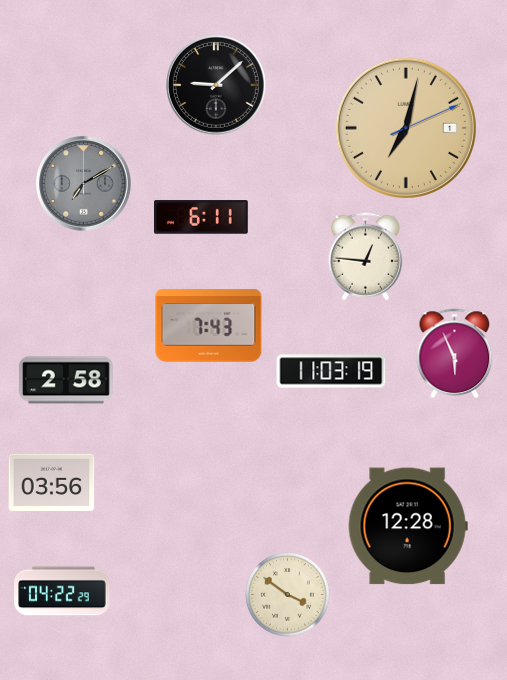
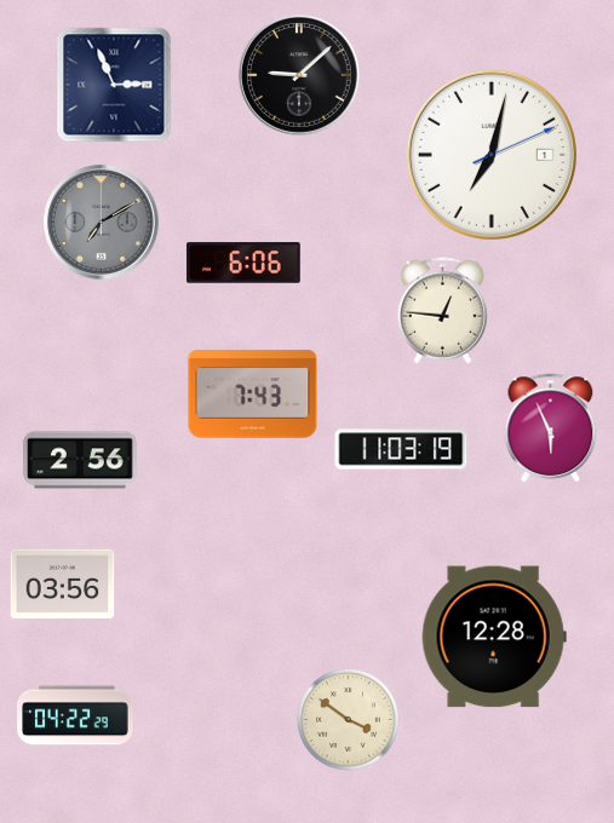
clock at (114, 85): none -> 2:56
clock at (217, 86) position: (217, 86) -> (300, 76)
clock at (406, 128) dial: champagne -> white
clock at (202, 217): 6:11 -> 6:06
clock at (67, 380): 2:58 -> 2:56
